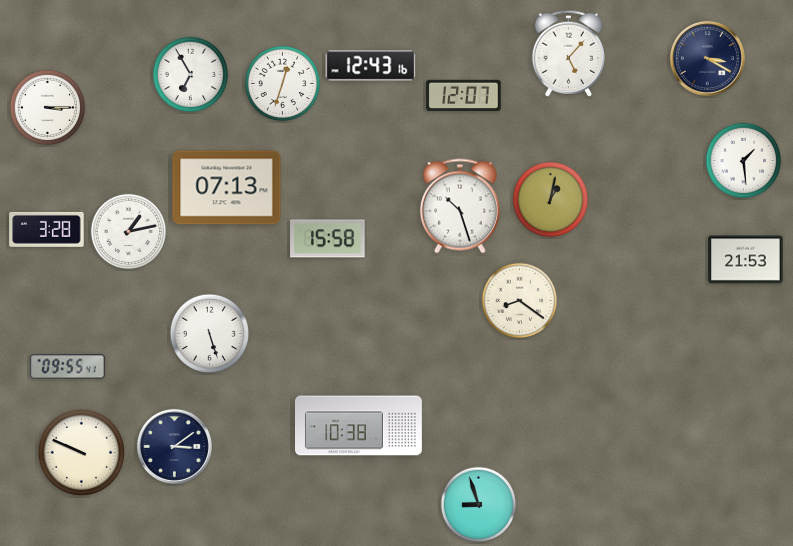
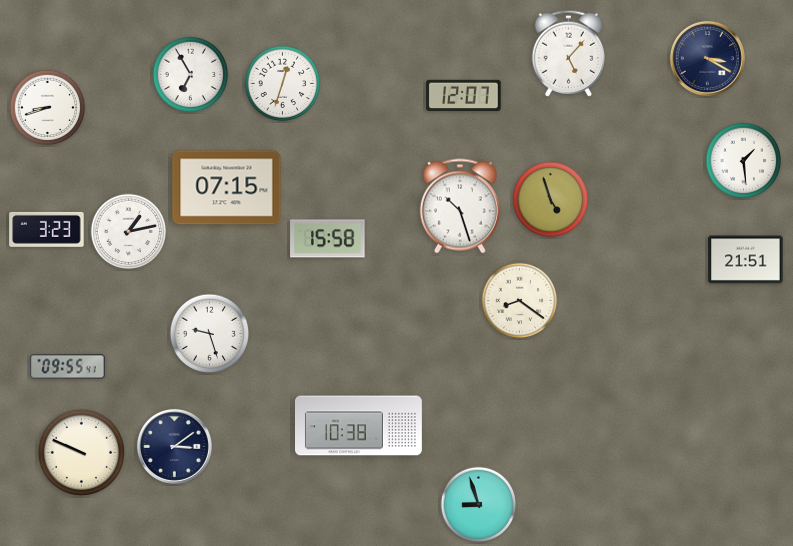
clock at (371, 66): 12:43 -> none
clock at (48, 108): 3:15 -> 8:42
clock at (227, 188): 07:13 -> 07:15
clock at (551, 200): 1:02 -> 4:57
clock at (47, 229): 3:28 -> 3:23
clock at (746, 260): 21:53 -> 21:51
clock at (210, 334): 5:27 -> 9:27
